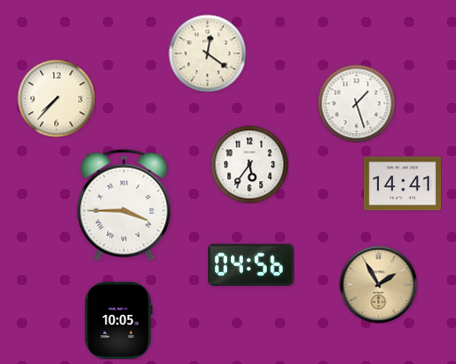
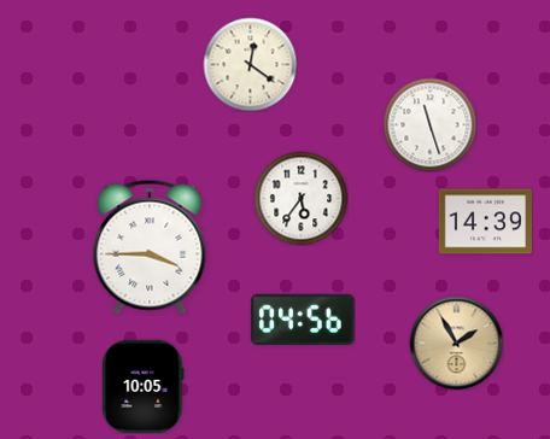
clock at (56, 98): 7:37 -> none
clock at (356, 103): 1:27 -> 11:27
clock at (402, 184): 14:41 -> 14:39
